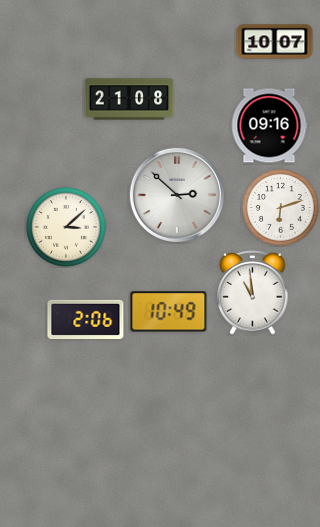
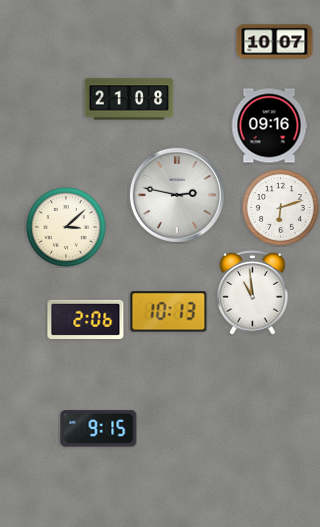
clock at (177, 195): 2:52 -> 2:47
clock at (169, 312): 10:49 -> 10:13
clock at (99, 429): none -> 9:15
